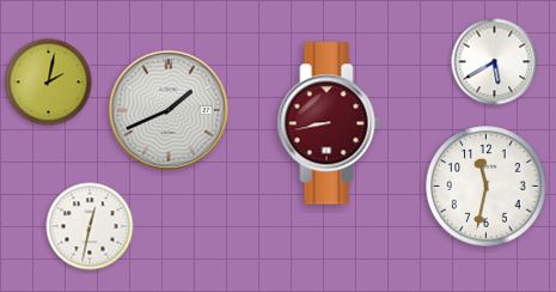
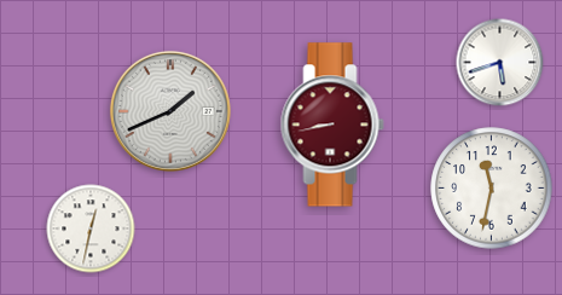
clock at (495, 62): 5:40 -> 5:42
clock at (49, 83): 2:02 -> none
